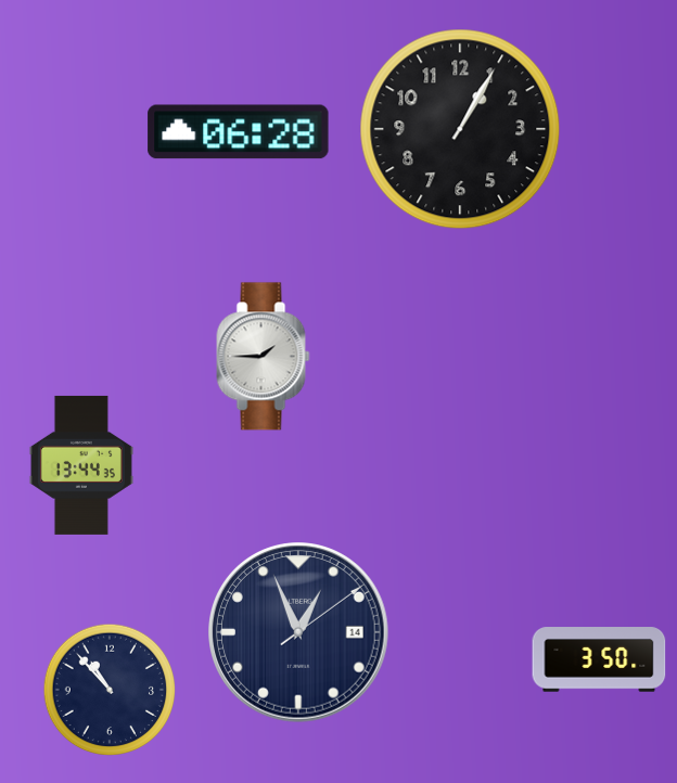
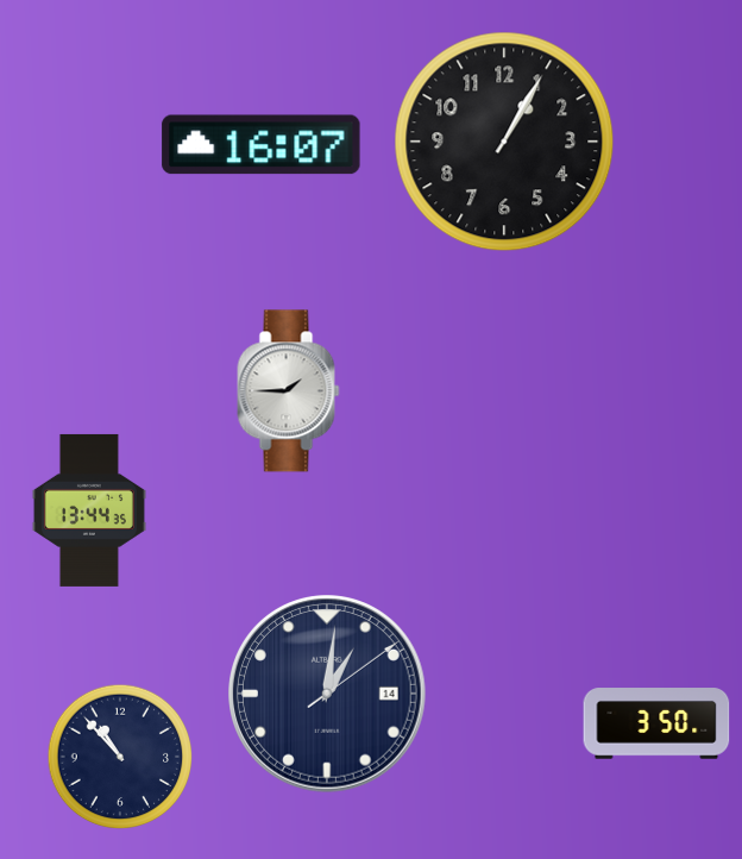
clock at (239, 132): 06:28 -> 16:07
clock at (298, 632): 12:56 -> 1:01
